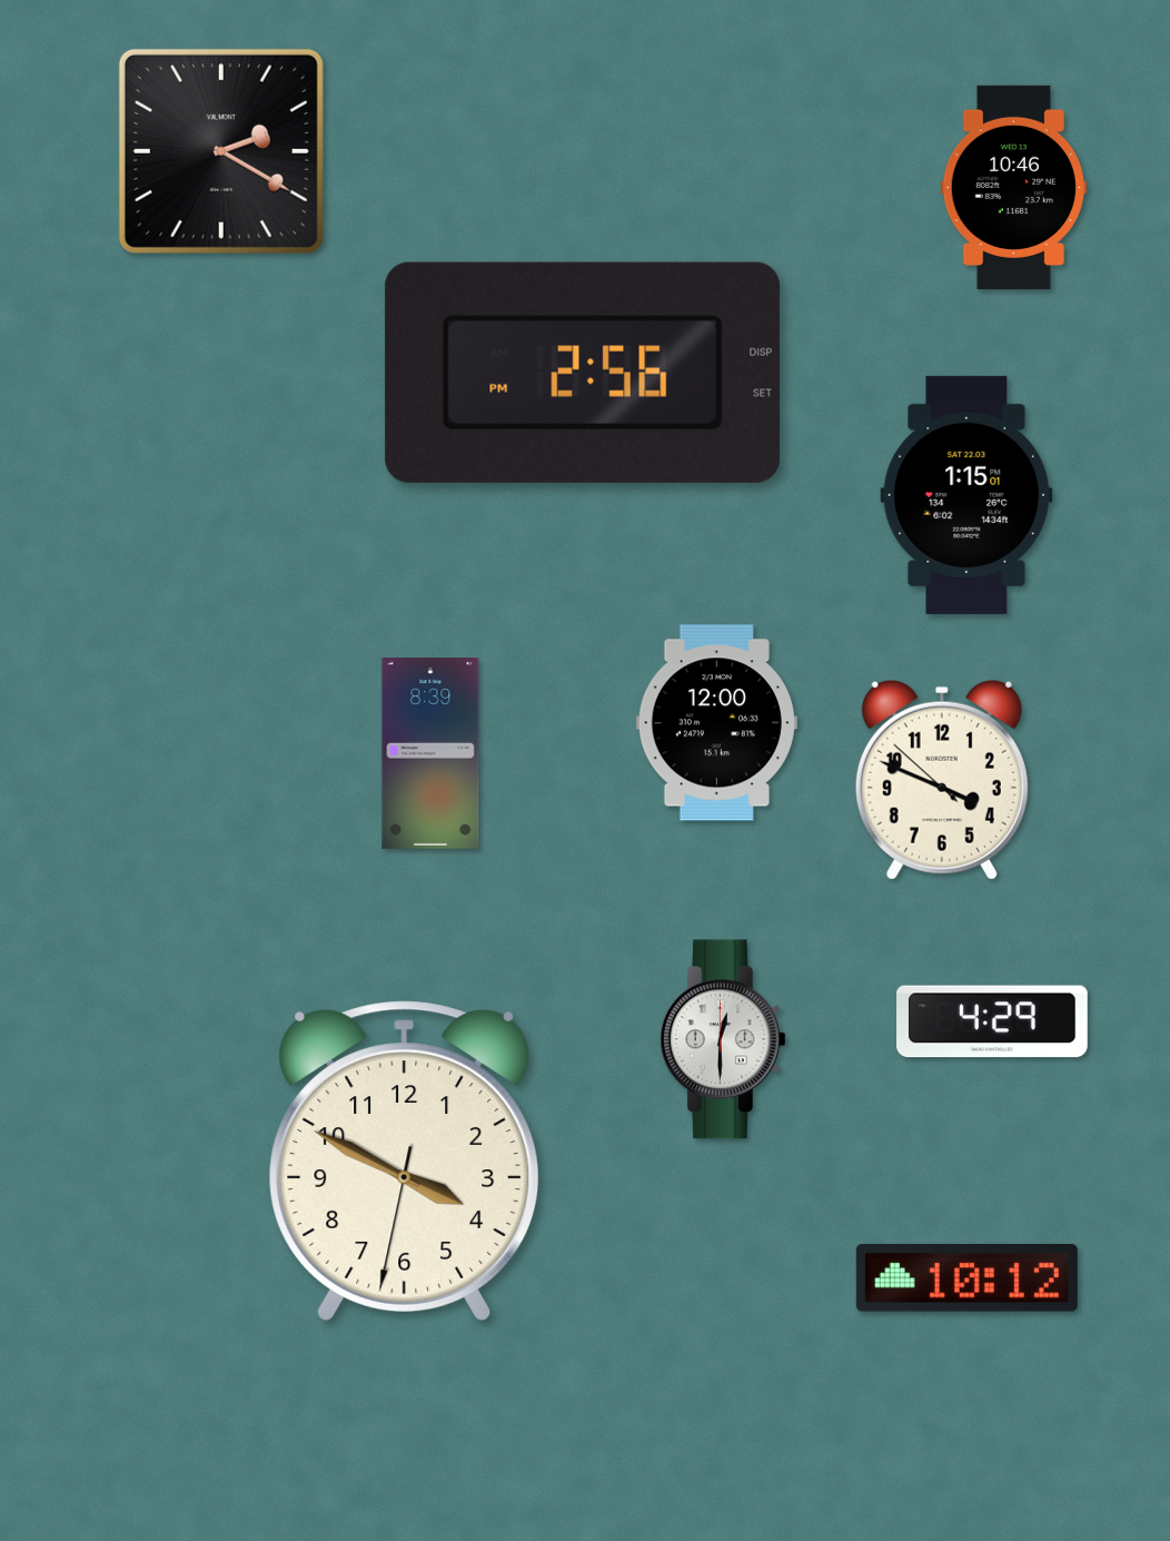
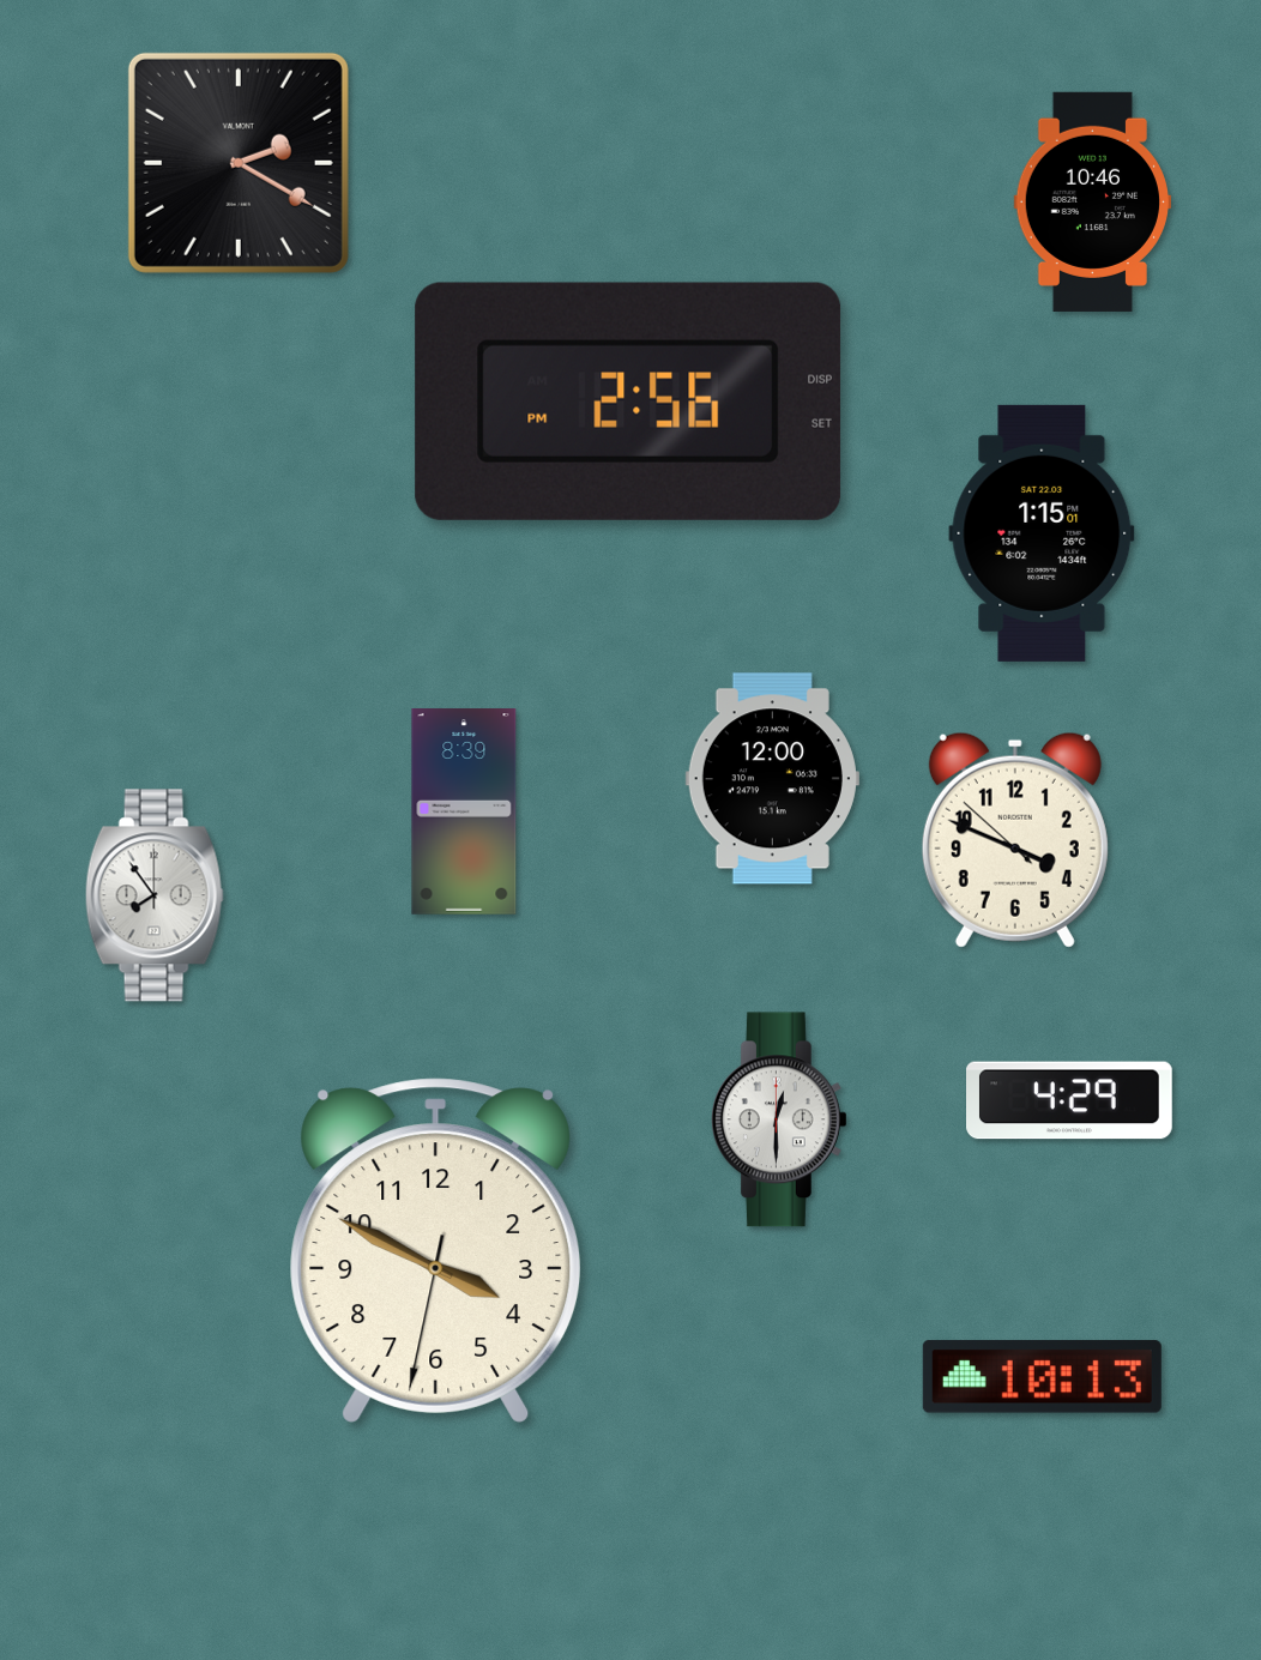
clock at (155, 895): none -> 7:54
clock at (966, 1278): 10:12 -> 10:13
